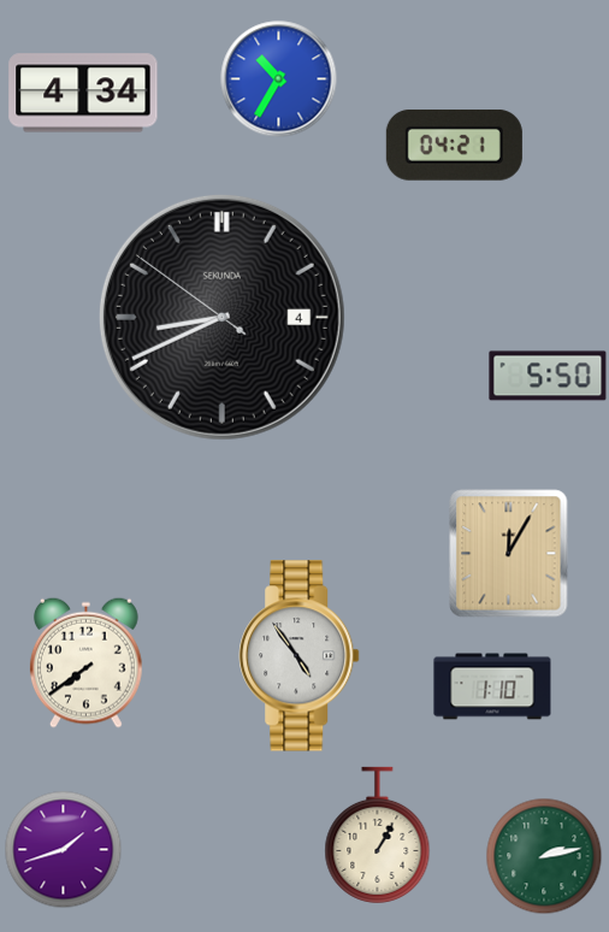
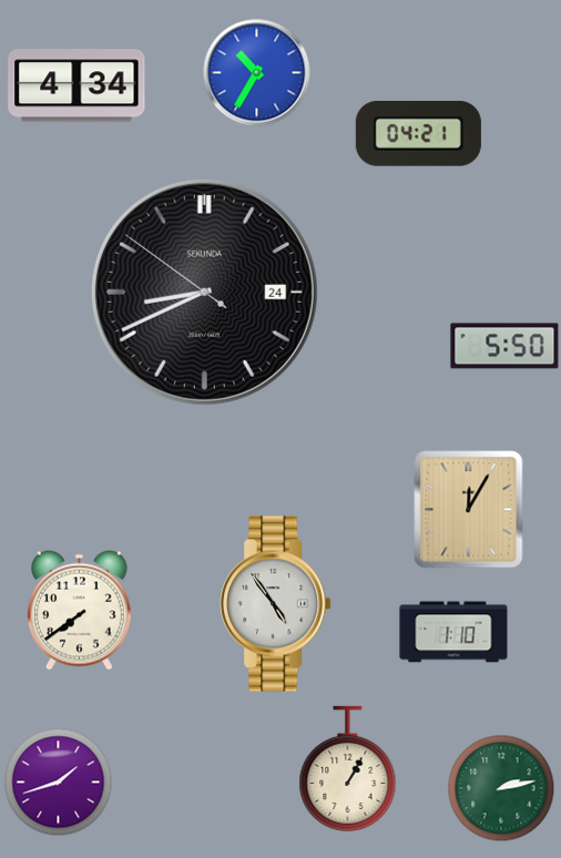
clock at (221, 317) date: 4 -> 24
